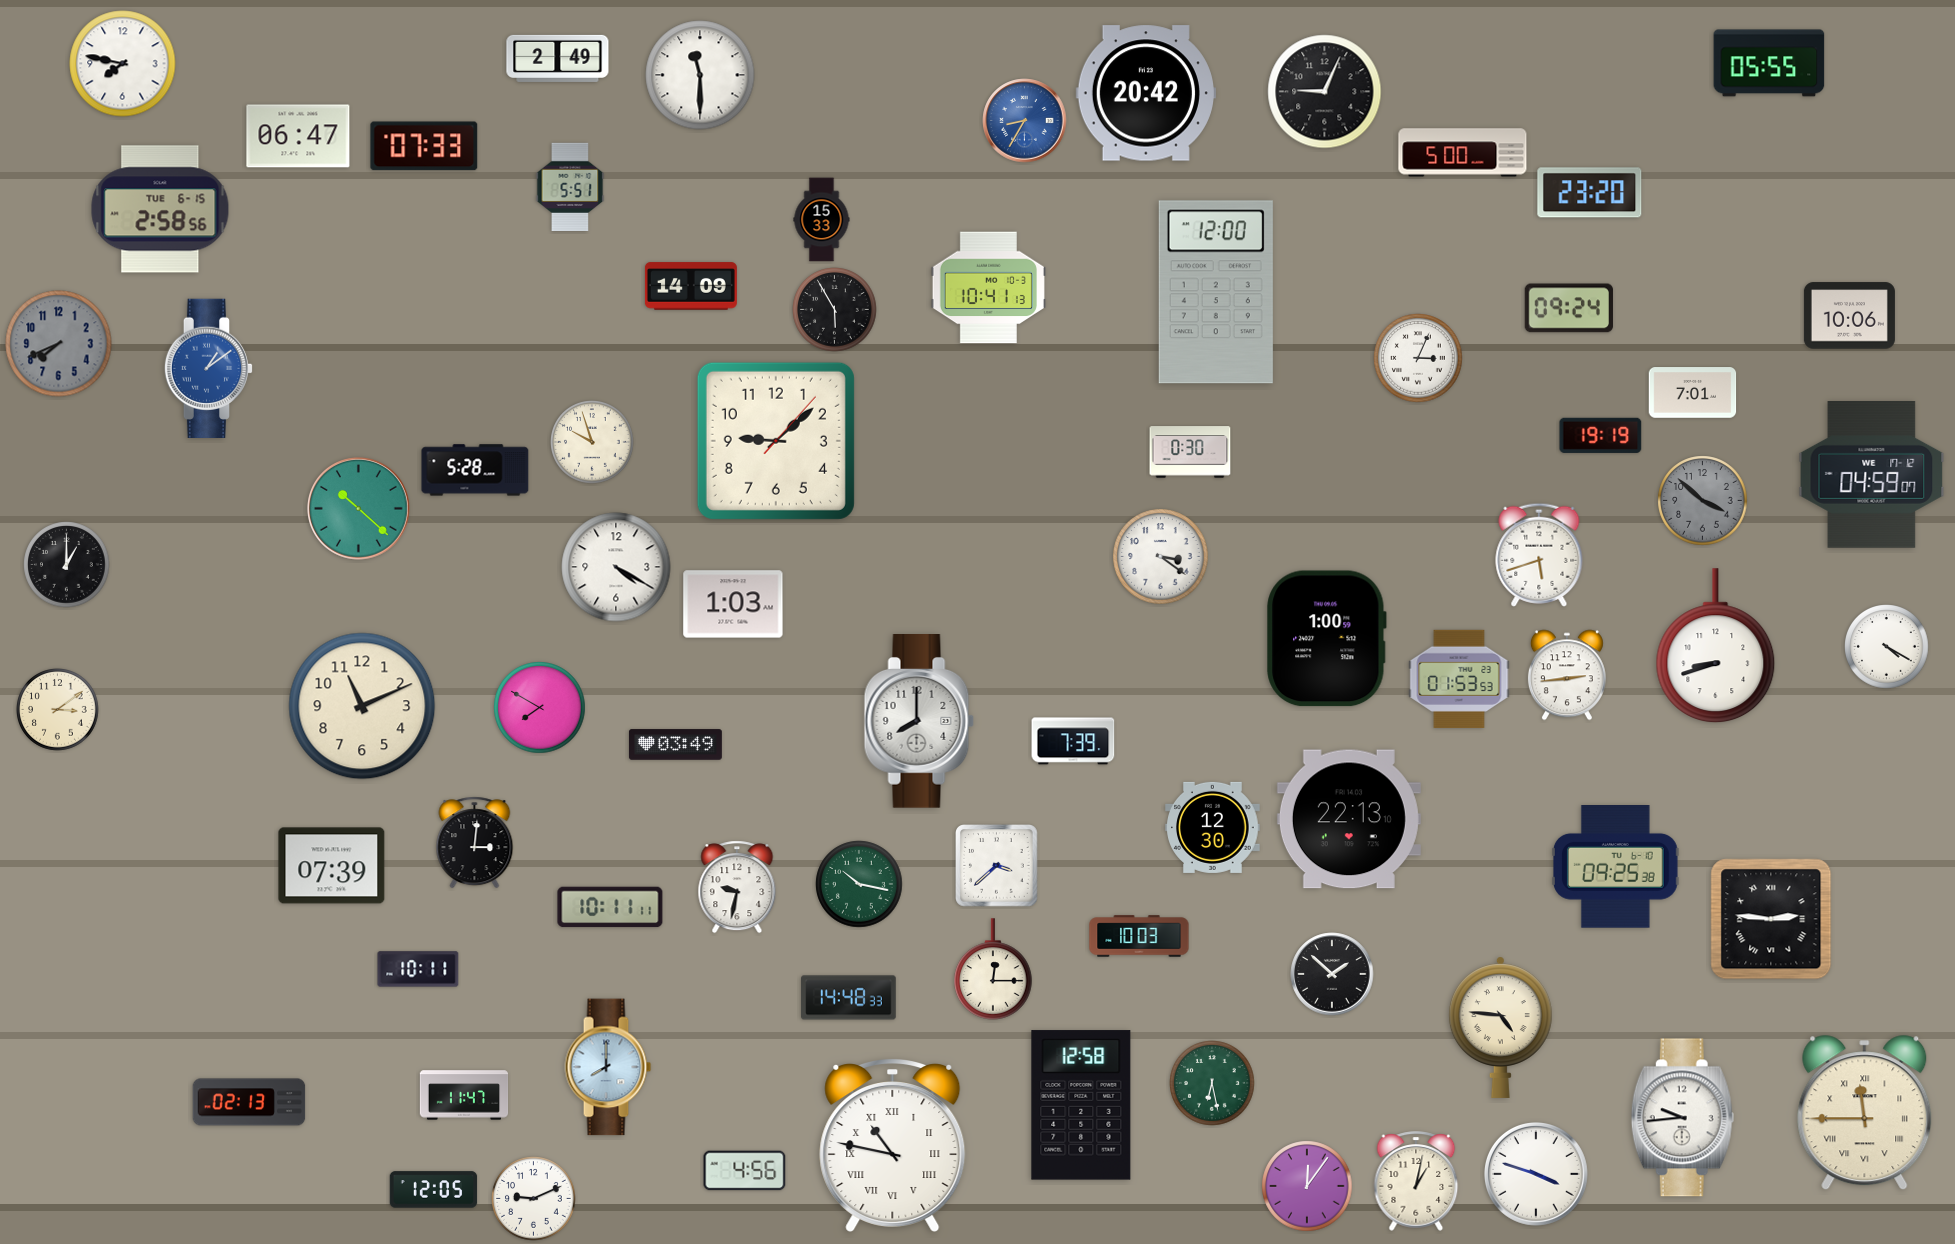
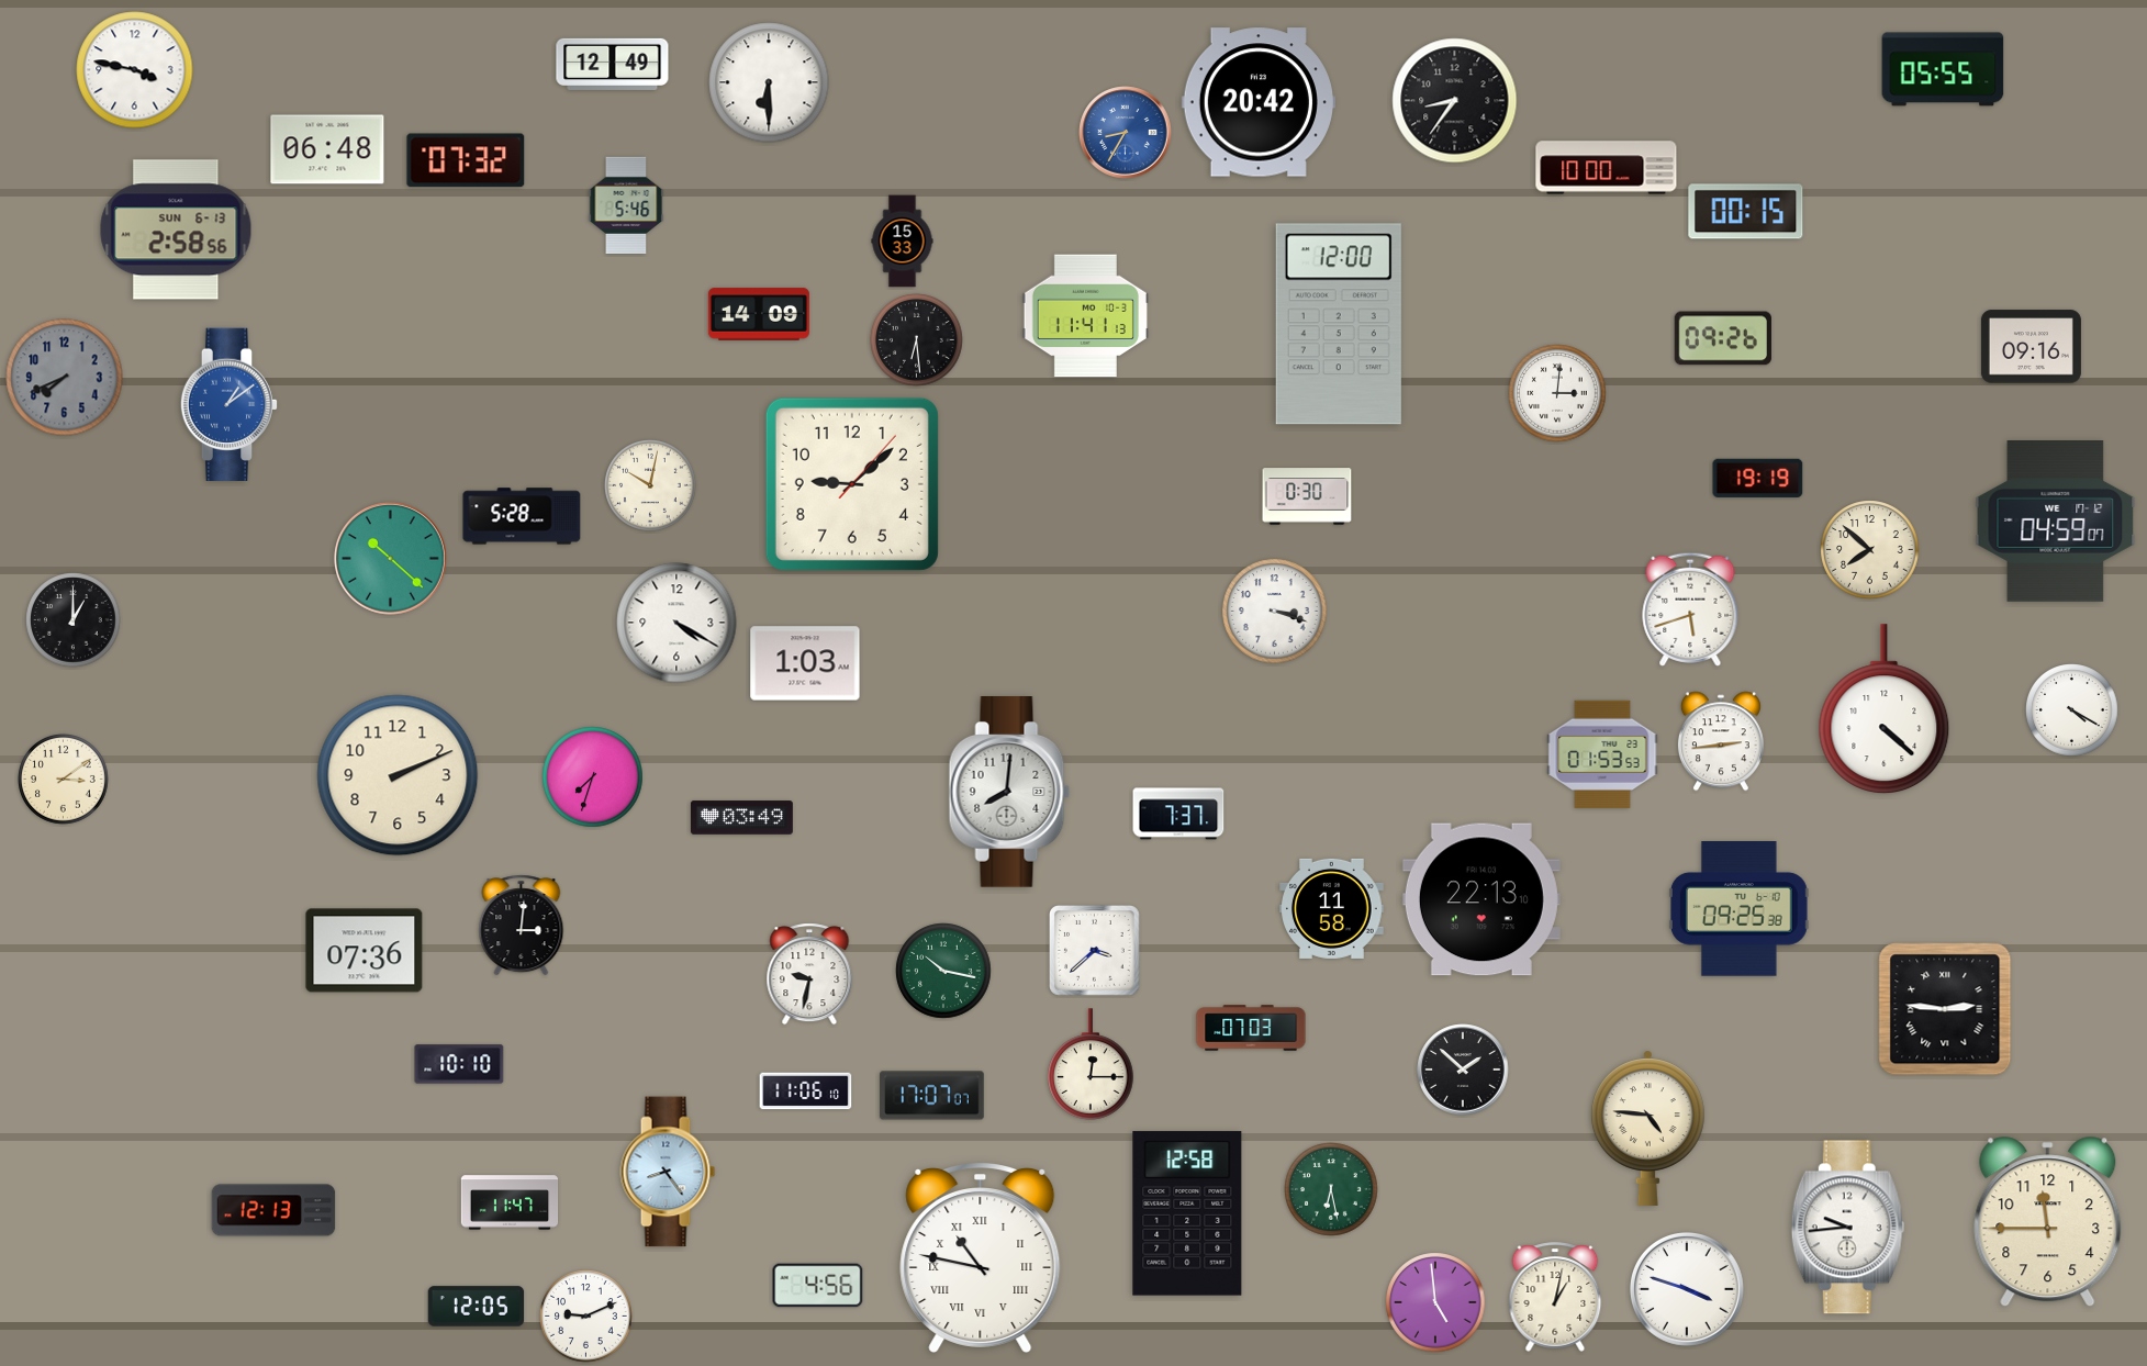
clock at (558, 58): 2:49 -> 12:49
clock at (123, 64): 7:47 -> 3:47
clock at (700, 75): 11:30 -> 6:30
clock at (1325, 92): 9:04 -> 8:36
clock at (298, 136): 06:47 -> 06:48
clock at (424, 146): 07:33 -> 07:32
clock at (1463, 153): 5:00 -> 10:00
clock at (570, 187): 5:51 -> 5:46
clock at (1590, 193): 23:20 -> 00:15
clock at (160, 209) date: TUE 6-15 -> SUN 6-13
clock at (988, 288): 10:41 -> 11:41
clock at (1216, 292) position: (1216, 292) -> (1339, 324)
clock at (1569, 308): 09:24 -> 09:26
clock at (835, 310): 5:55 -> 6:29
clock at (1849, 316): 10:06 -> 09:16
clock at (1418, 358): 3:04 -> 3:01
clock at (1693, 393): 7:01 -> none
clock at (593, 443): 9:57 -> 10:02
clock at (1703, 501): 3:52 -> 7:52
clock at (1703, 501) dial: grey -> cream
clock at (358, 508) position: (358, 508) -> (390, 558)
clock at (1161, 557): 3:21 -> 3:18
clock at (1327, 639): 1:00 -> none
clock at (1716, 646): 8:42 -> 4:22
clock at (1459, 679) position: (1459, 679) -> (1602, 754)
clock at (362, 706): 11:11 -> 2:11
clock at (540, 708): 7:50 -> 7:33
clock at (919, 722): 8:00 -> 8:01
clock at (1073, 741): 7:39 -> 7:37
clock at (1213, 827): 12:30 -> 11:58
clock at (332, 866): 07:39 -> 07:36
clock at (1615, 867) position: (1615, 867) -> (1738, 909)
clock at (610, 907): 10:11 -> none
clock at (1139, 936): 10:03 -> 07:03
clock at (418, 969): 10:11 -> 10:10
clock at (806, 1091): none -> 11:06
clock at (849, 998): 14:48 -> 17:07
clock at (608, 1067): 8:00 -> 8:24
clock at (249, 1102): 02:13 -> 12:13
clock at (1865, 1113) numerals: Roman -> Arabic
clock at (1307, 1186): 12:06 -> 4:59
